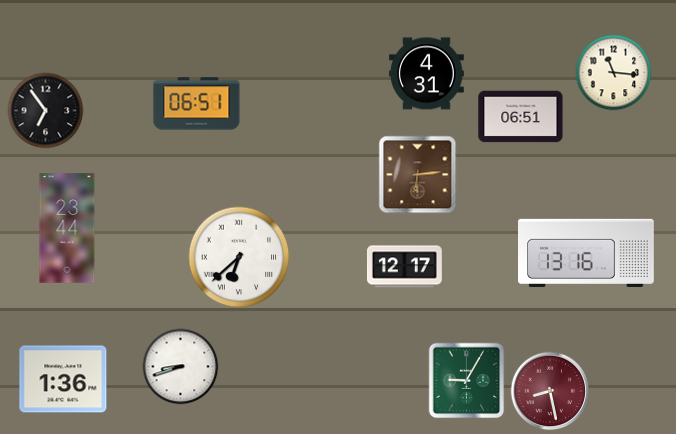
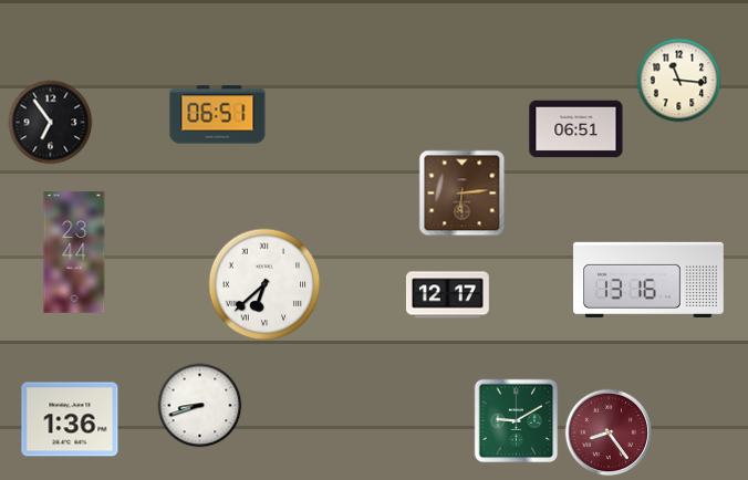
clock at (426, 74): 4:31 -> none
clock at (467, 381): 9:05 -> 9:10
clock at (550, 391): 8:28 -> 8:24
